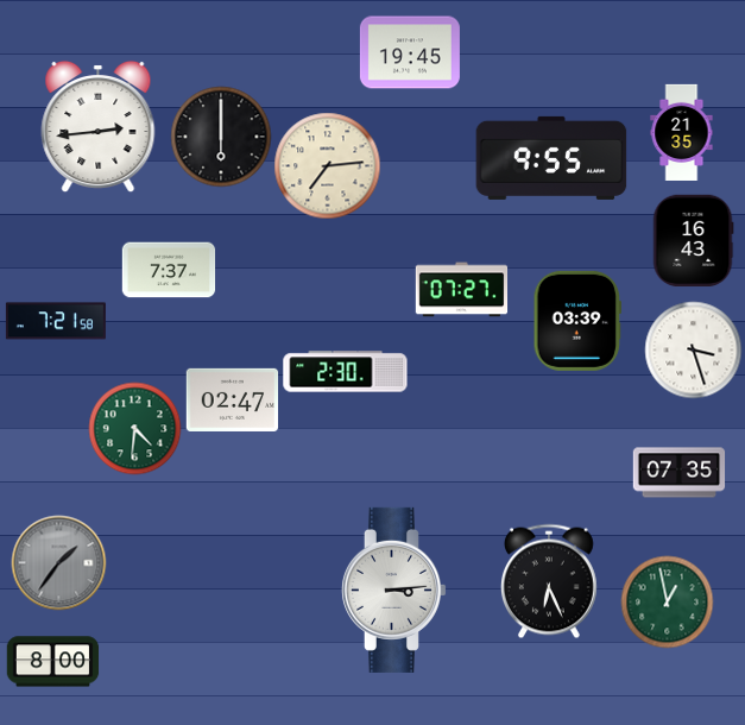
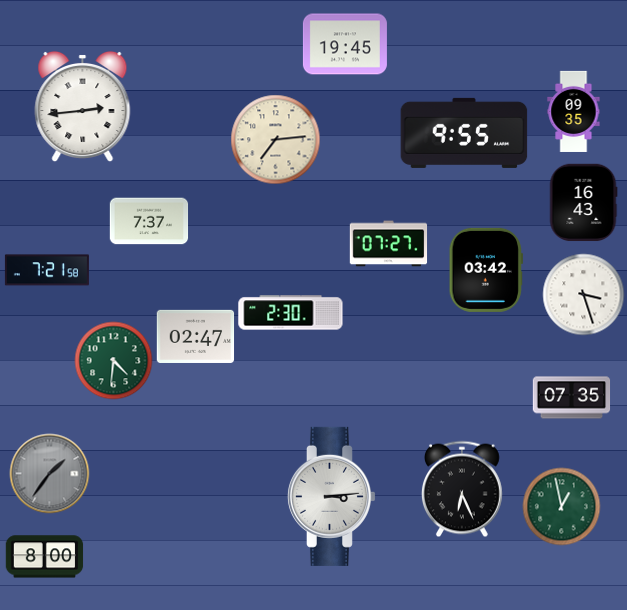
clock at (682, 132): 21:35 -> 09:35
clock at (221, 137): 6:00 -> none
clock at (169, 270) position: (169, 270) -> (149, 221)
clock at (576, 321): 03:39 -> 03:42
